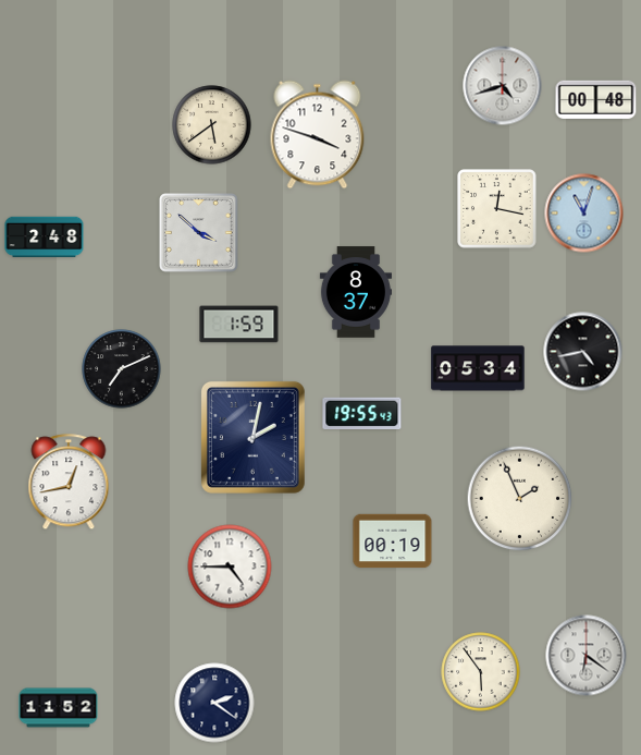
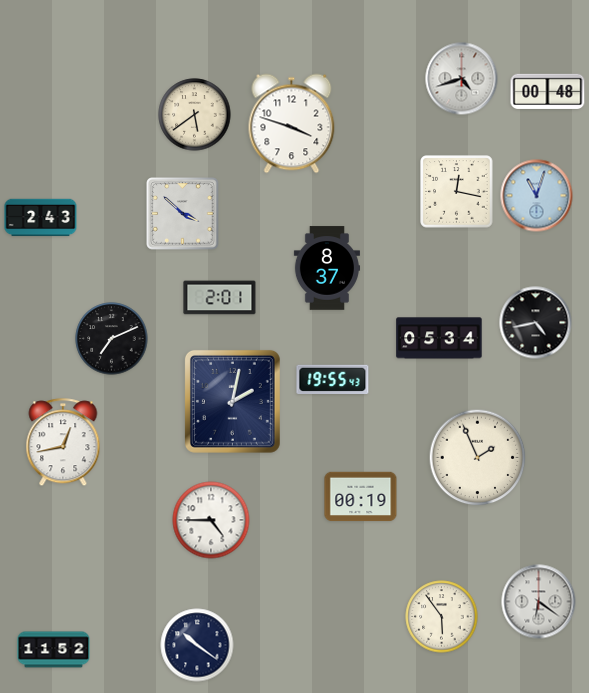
clock at (45, 238): 2:48 -> 2:43
clock at (239, 325): 1:59 -> 2:01
clock at (214, 703): 2:21 -> 10:21
